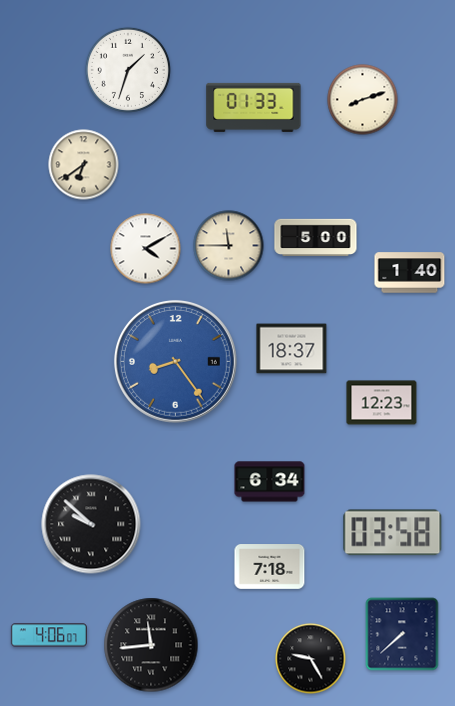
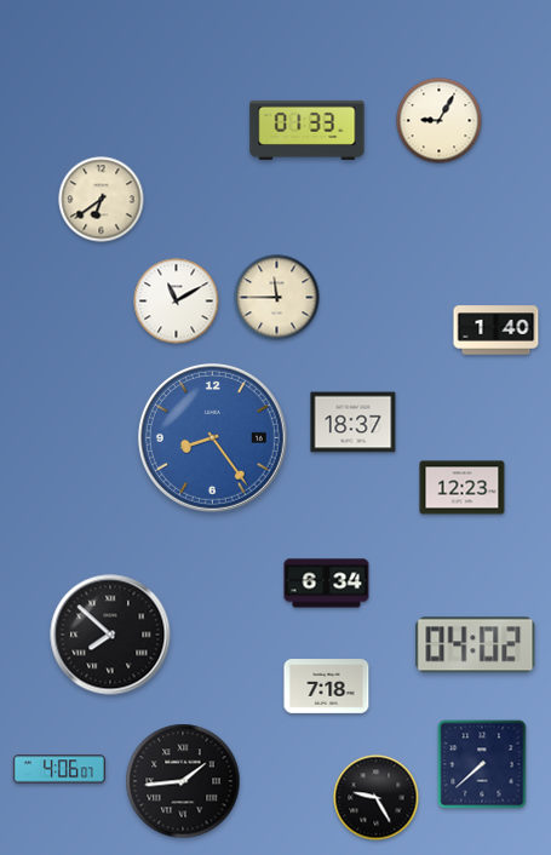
clock at (128, 70): 1:33 -> none
clock at (363, 100): 8:12 -> 9:05
clock at (316, 238): 5:00 -> none
clock at (146, 249): 4:10 -> 11:10
clock at (91, 524): 9:52 -> 7:52
clock at (393, 533): 03:58 -> 04:02
clock at (402, 634) position: (402, 634) -> (482, 764)
clock at (151, 645): 11:44 -> 1:44
